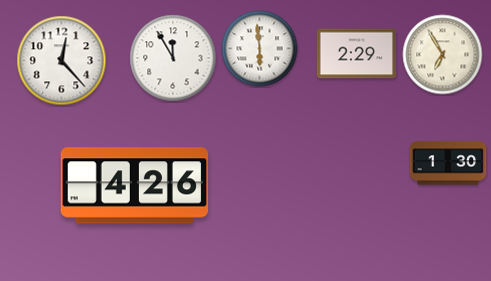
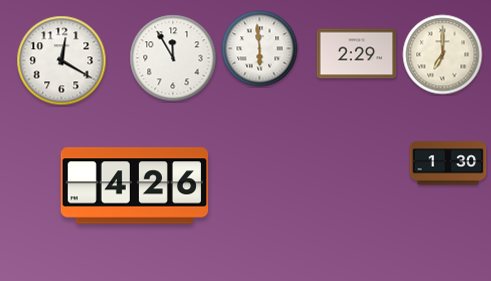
clock at (443, 55): 6:55 -> 7:00
clock at (62, 61): 12:23 -> 12:20
